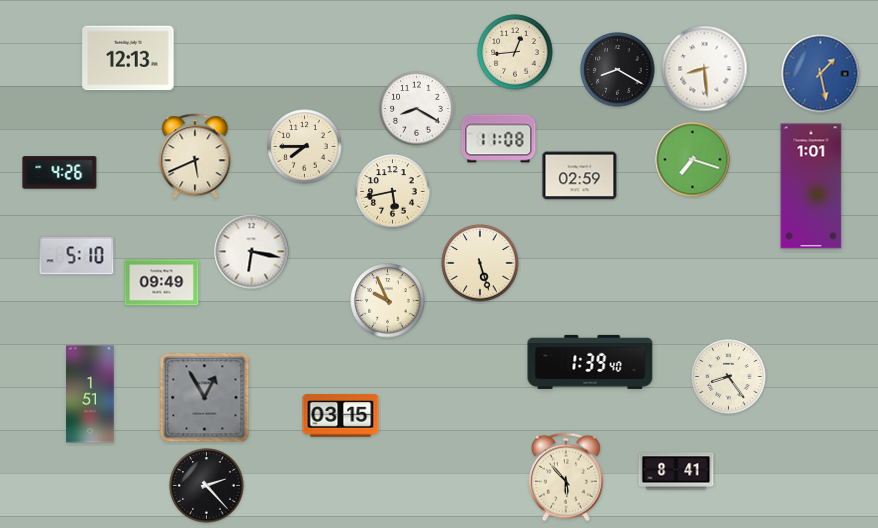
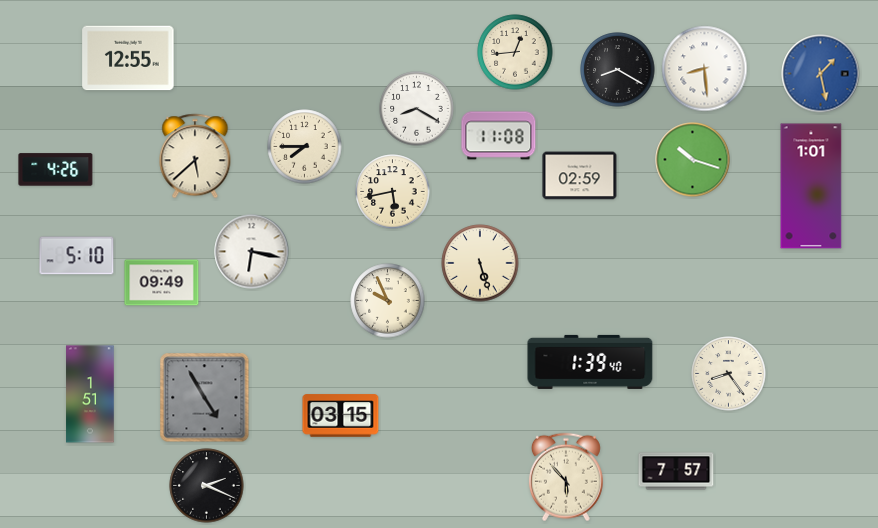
clock at (128, 58): 12:13 -> 12:55
clock at (499, 139) position: (499, 139) -> (499, 136)
clock at (195, 156): 5:41 -> 5:38
clock at (693, 160): 7:18 -> 10:18
clock at (60, 173) position: (60, 173) -> (56, 170)
clock at (729, 377) position: (729, 377) -> (729, 374)
clock at (205, 398): 12:55 -> 4:55
clock at (676, 471): 8:41 -> 7:57
clock at (207, 486): 2:23 -> 2:19
